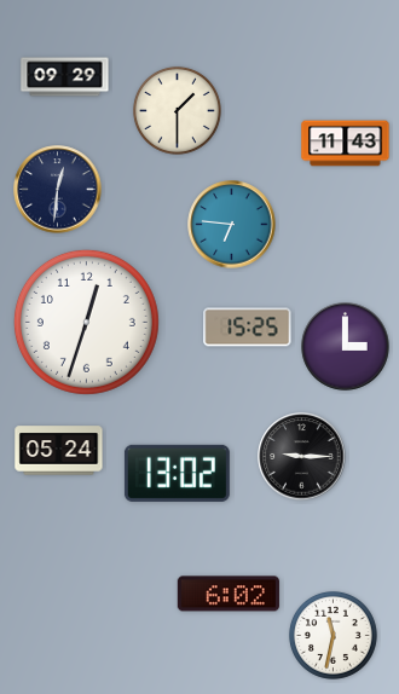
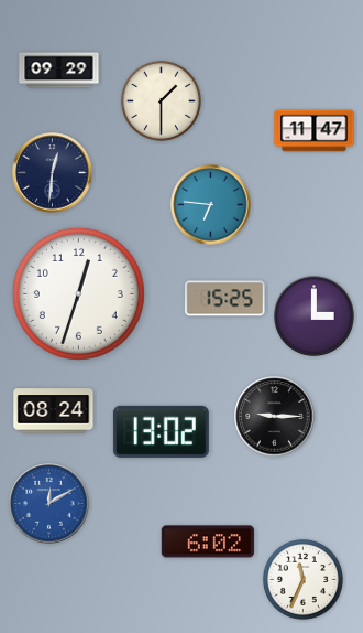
clock at (346, 144): 11:43 -> 11:47
clock at (59, 451): 05:24 -> 08:24
clock at (50, 504): none -> 12:10
clock at (332, 635): 11:32 -> 11:34
